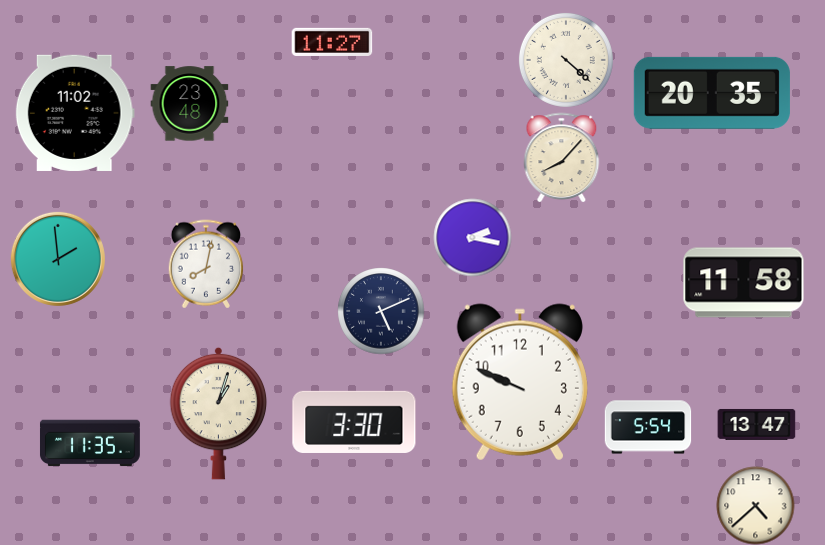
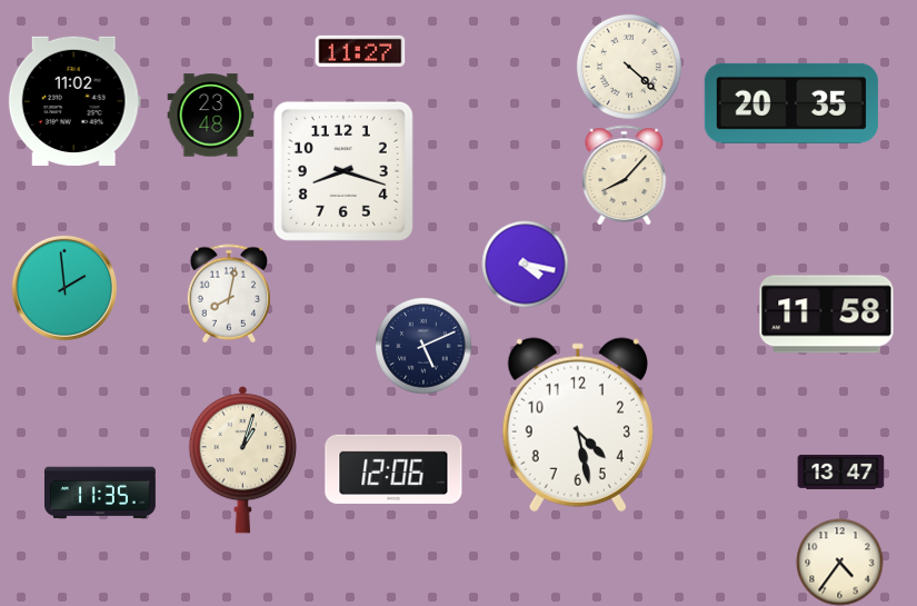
clock at (332, 42) position: (332, 42) -> (360, 51)
clock at (75, 113) position: (75, 113) -> (74, 101)
clock at (343, 171): none -> 8:18
clock at (472, 237): 2:17 -> 4:17
clock at (520, 382): 9:49 -> 4:28
clock at (354, 422): 3:30 -> 12:06
clock at (648, 427): 5:54 -> none
clock at (755, 505): 4:38 -> 4:36
